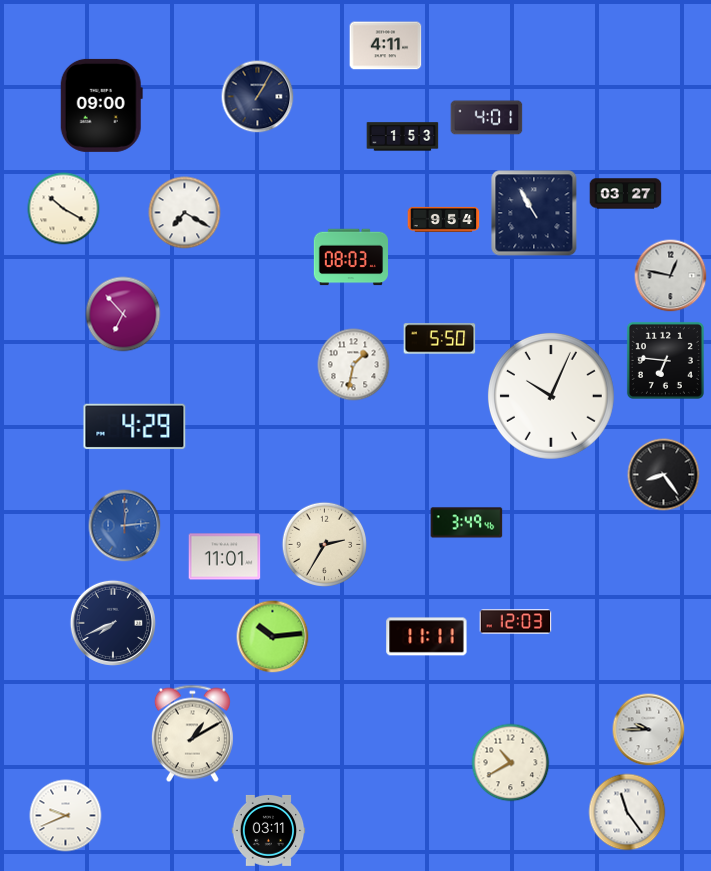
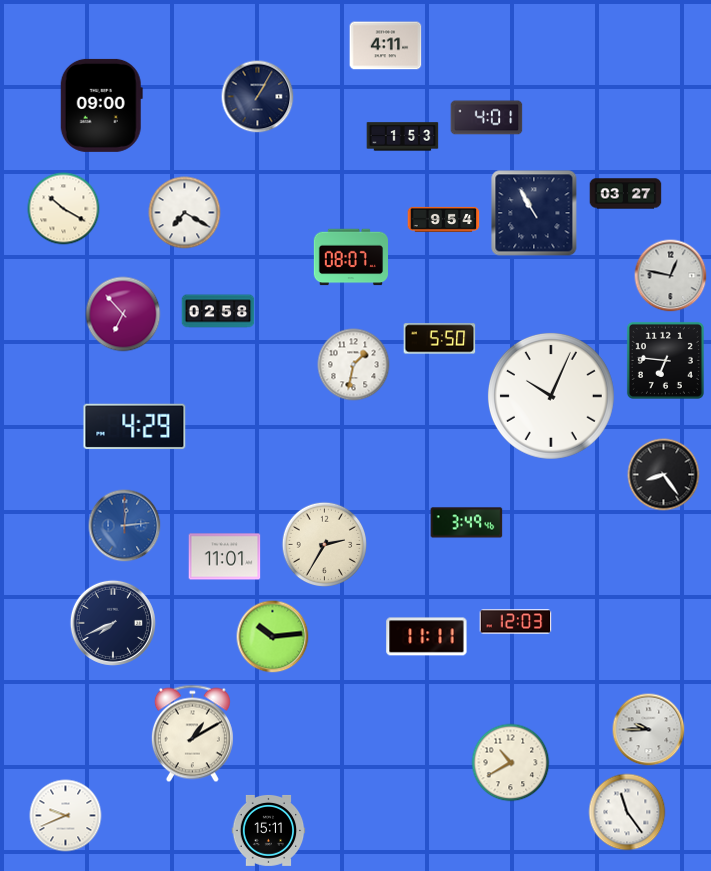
clock at (350, 257): 08:03 -> 08:07
clock at (218, 311): none -> 02:58
clock at (269, 831): 03:11 -> 15:11
